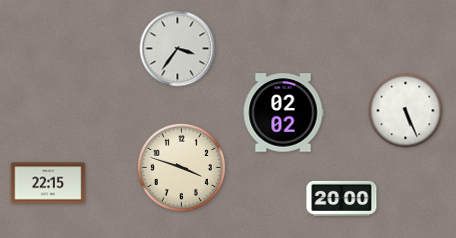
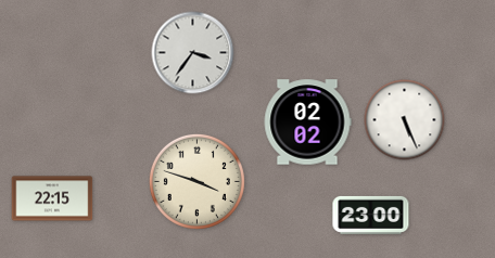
clock at (406, 111) position: (406, 111) -> (405, 120)
clock at (342, 198): 20:00 -> 23:00
